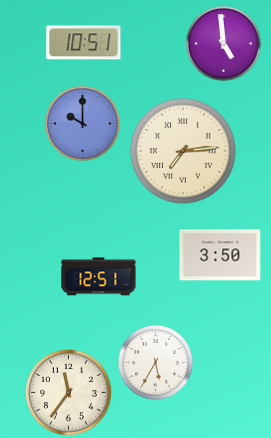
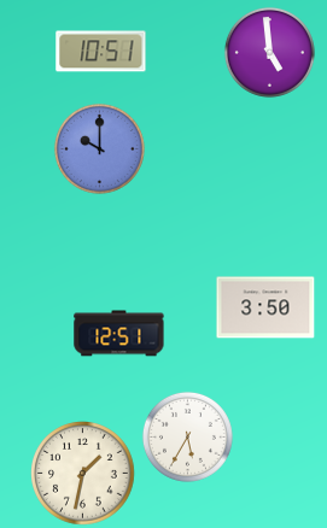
clock at (183, 151): 7:14 -> none
clock at (69, 393): 11:36 -> 1:32
